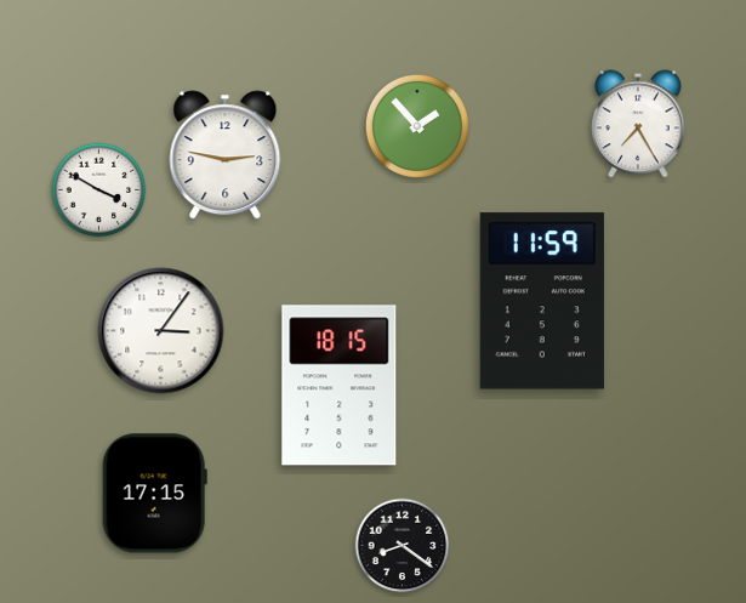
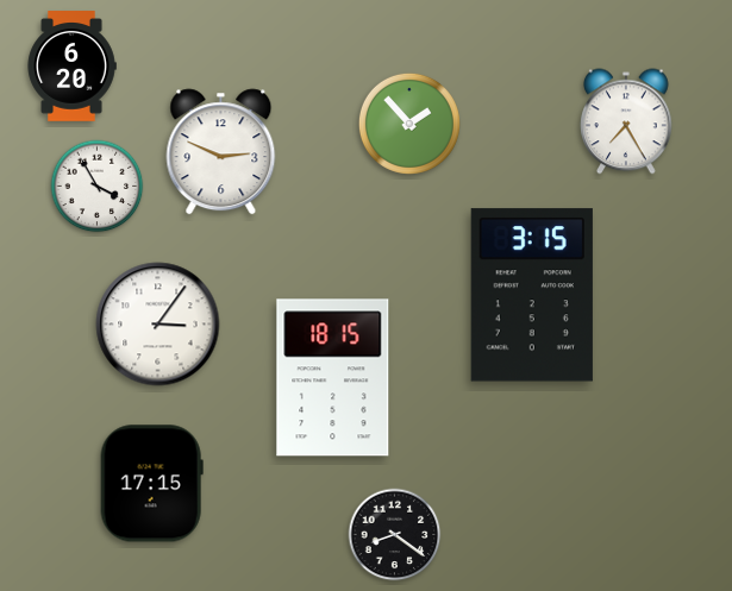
clock at (71, 67): none -> 6:20
clock at (226, 155): 2:47 -> 2:49
clock at (99, 190): 3:50 -> 3:55
clock at (542, 301): 11:59 -> 3:15
